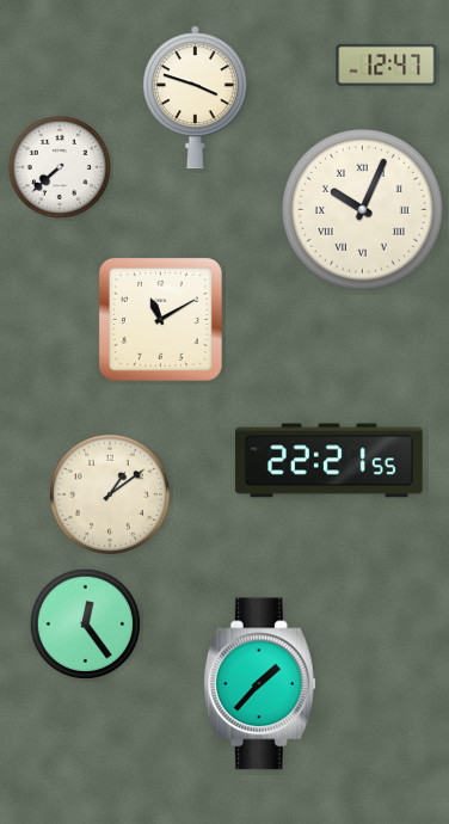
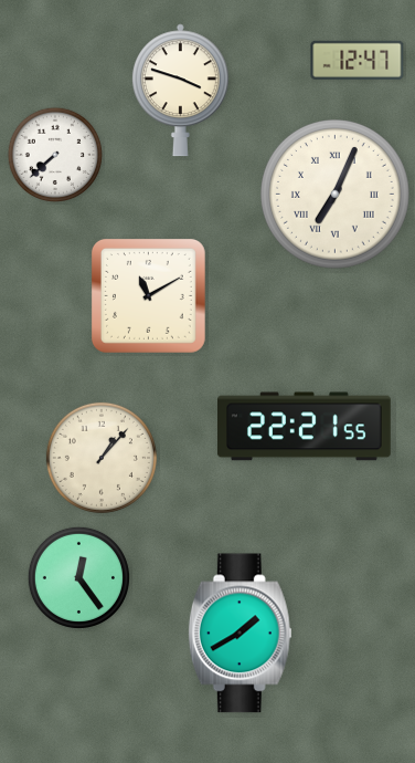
clock at (363, 210): 10:04 -> 7:04
clock at (110, 494): 1:09 -> 1:07
clock at (259, 684): 1:37 -> 1:40
